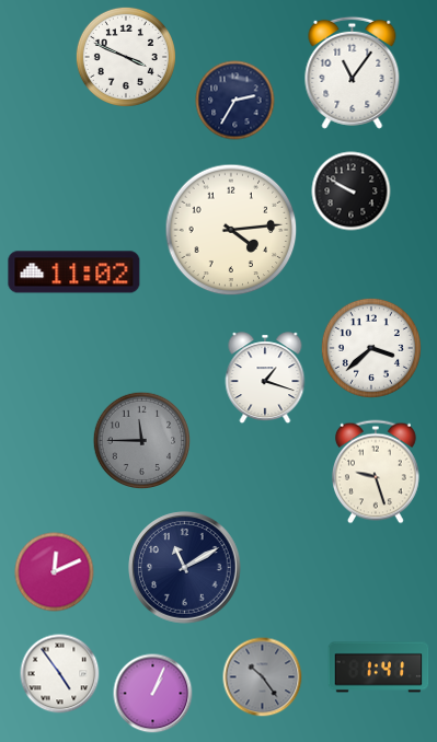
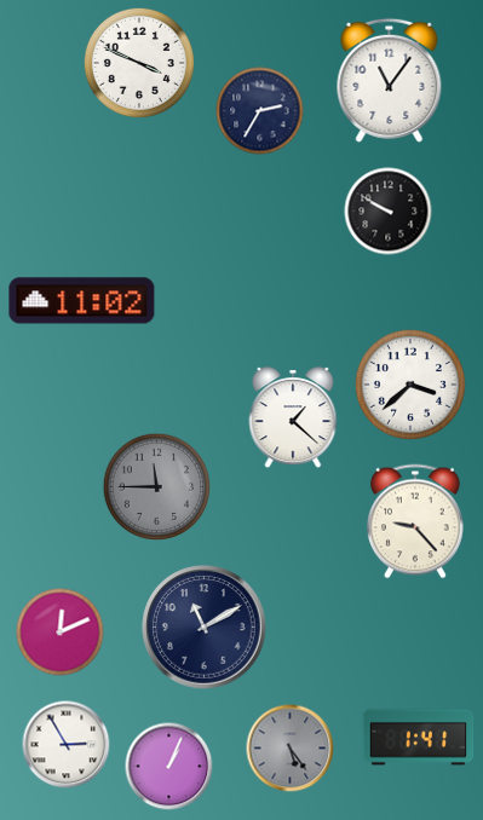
clock at (231, 230): 4:14 -> none
clock at (265, 379): 1:18 -> 1:22
clock at (376, 472): 9:27 -> 9:23
clock at (60, 674): 4:54 -> 2:55
clock at (263, 677): 10:24 -> 5:24
